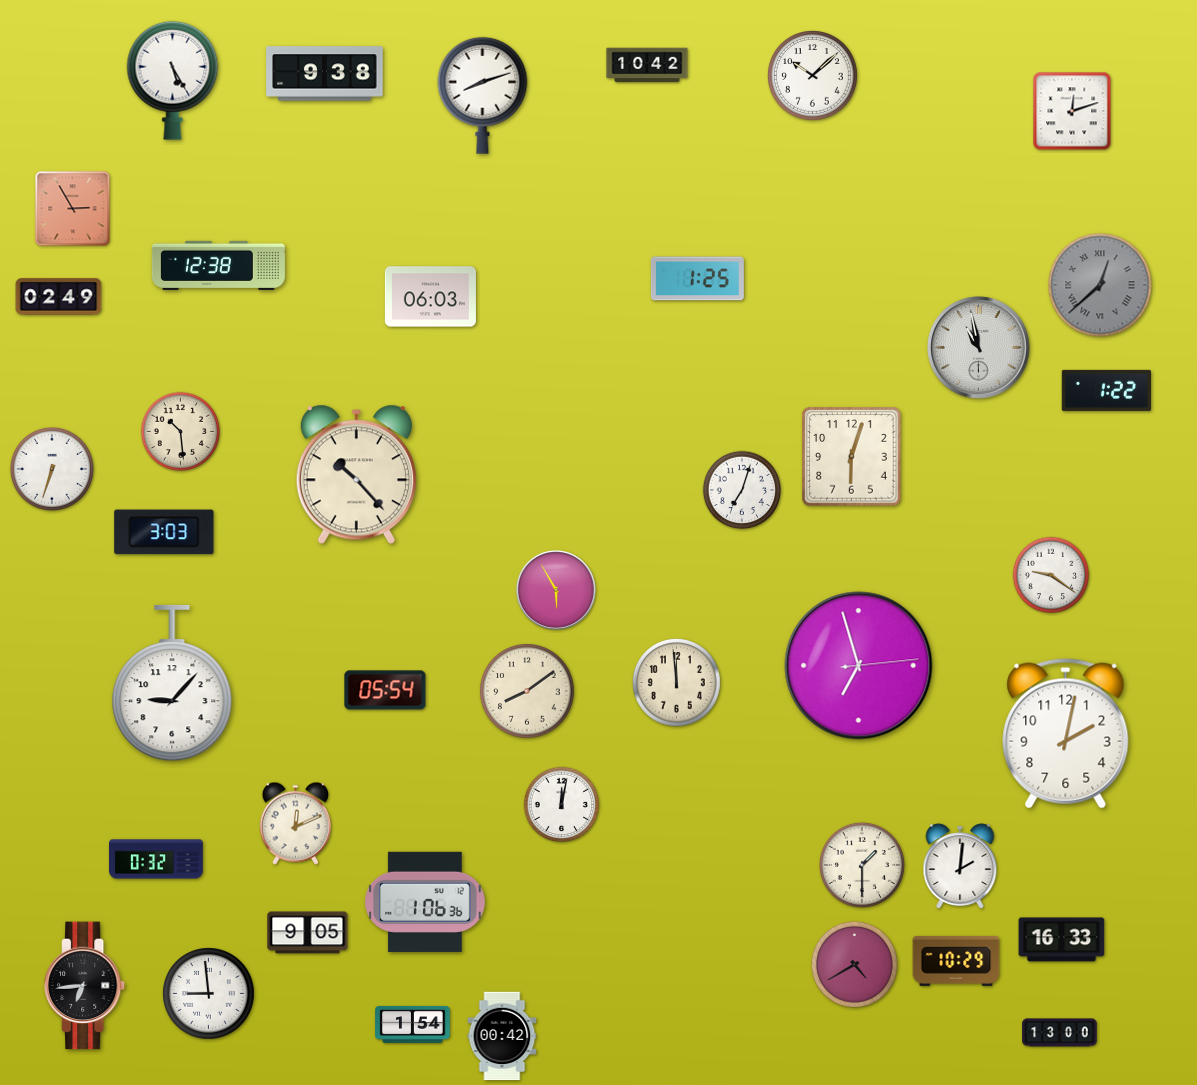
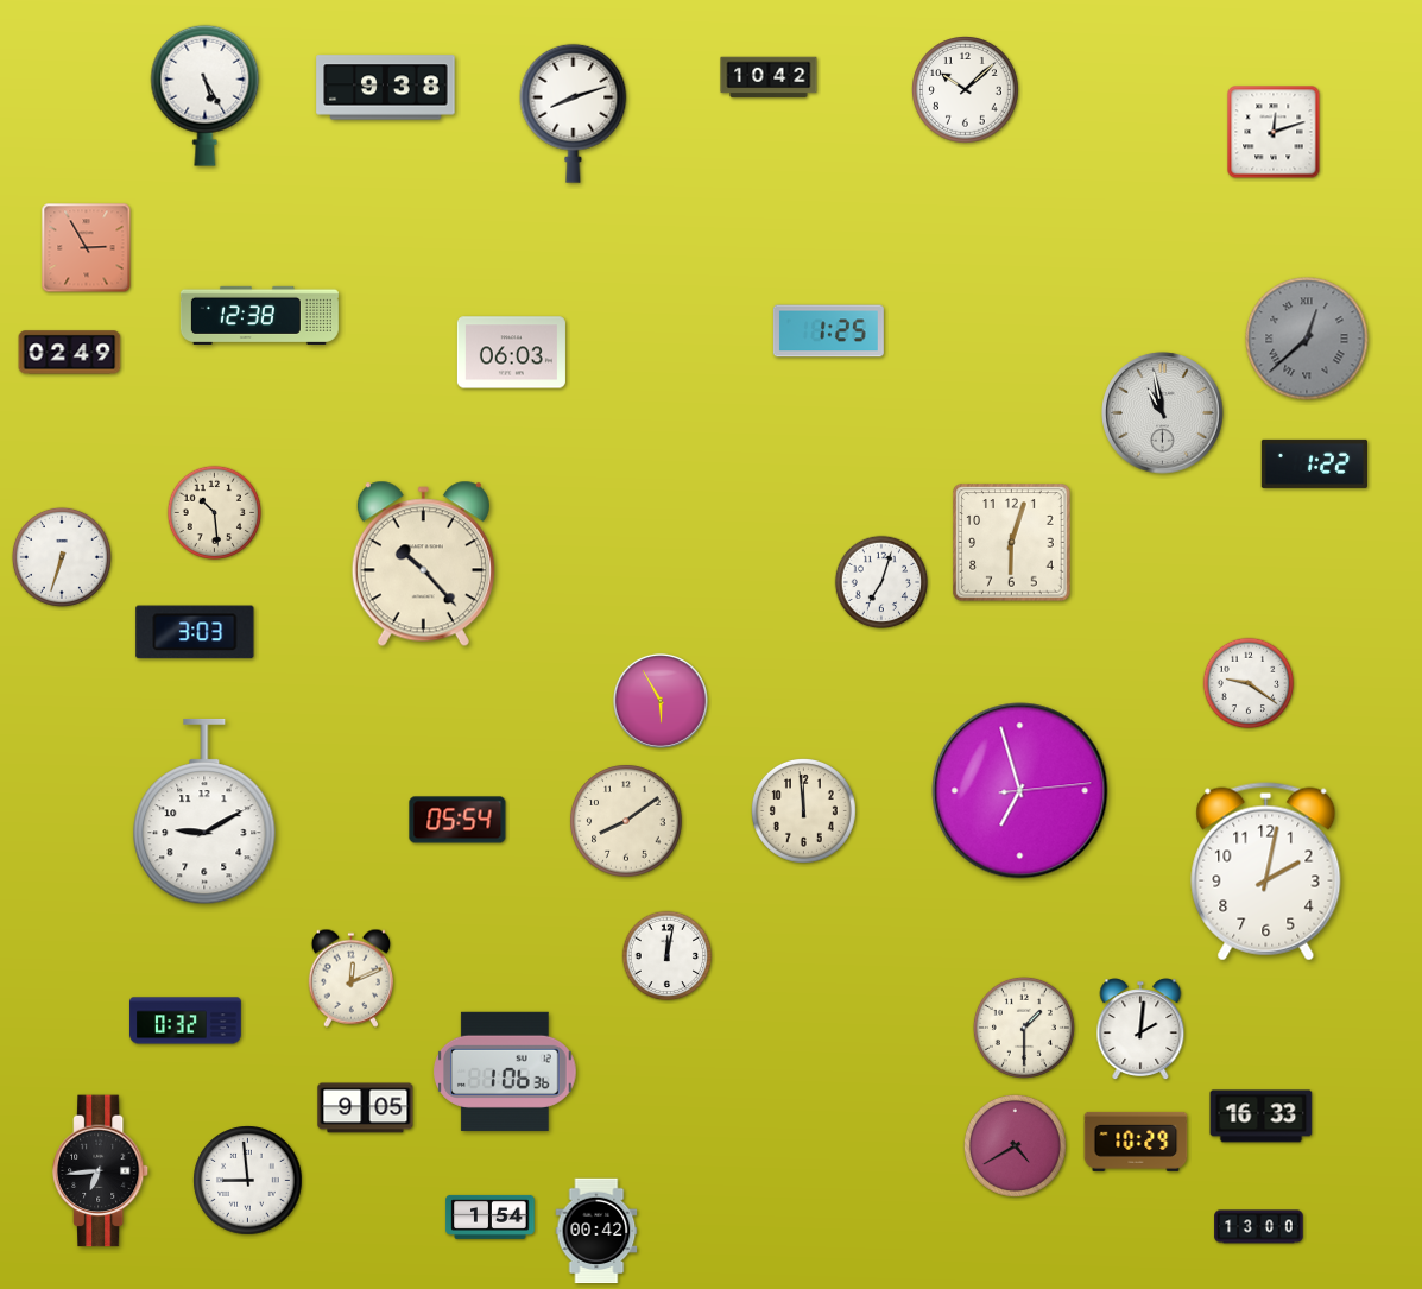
clock at (172, 683): 9:07 -> 9:10
